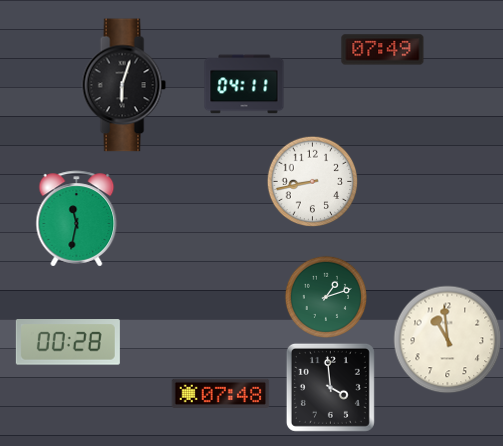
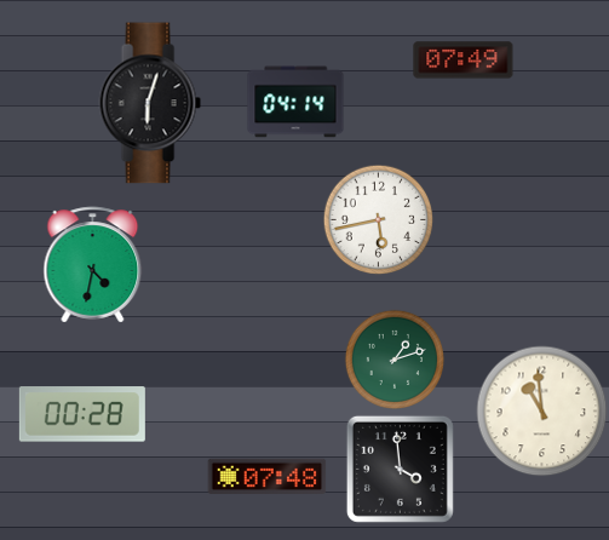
clock at (244, 84): 04:11 -> 04:14
clock at (312, 181): 8:43 -> 5:43
clock at (77, 219): 11:32 -> 4:32
